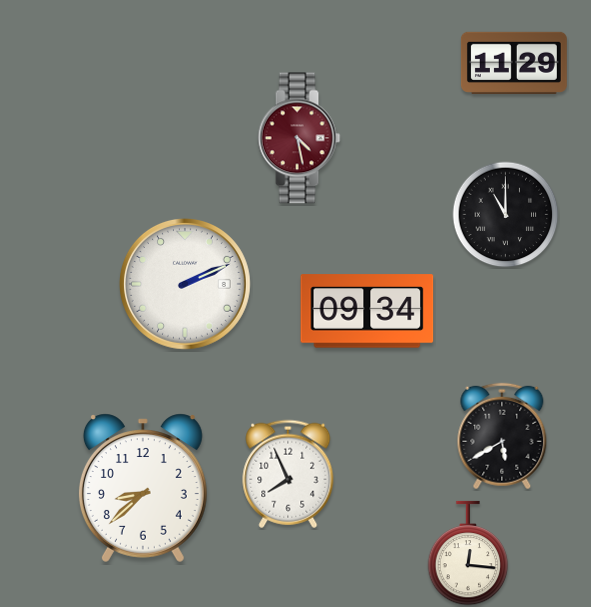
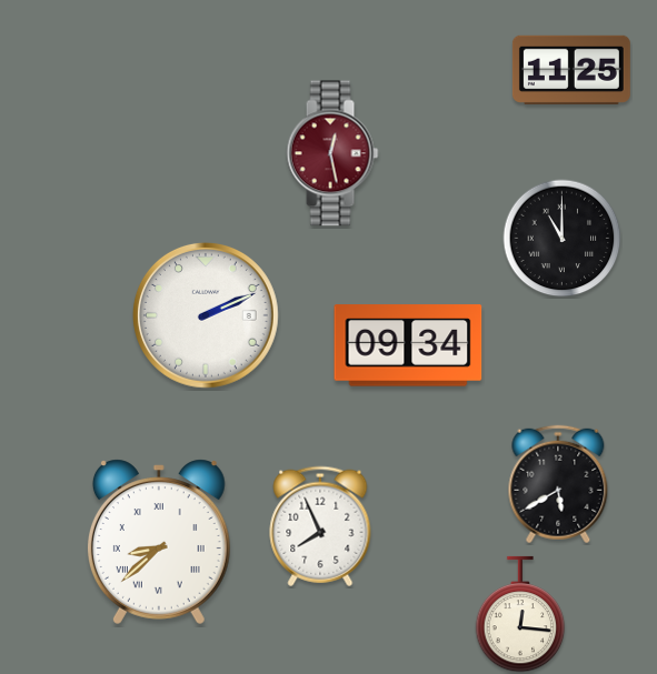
clock at (514, 63): 11:29 -> 11:25
clock at (299, 138): 4:28 -> 12:28
clock at (143, 488) numerals: Arabic -> Roman
